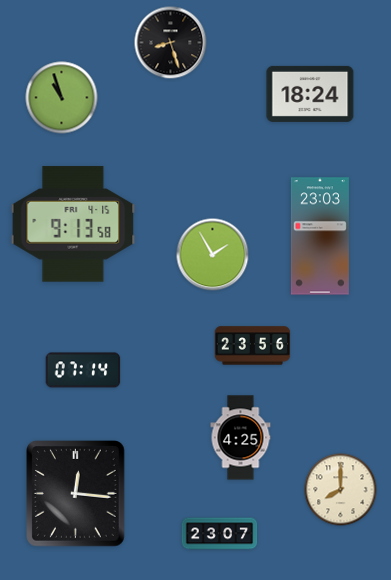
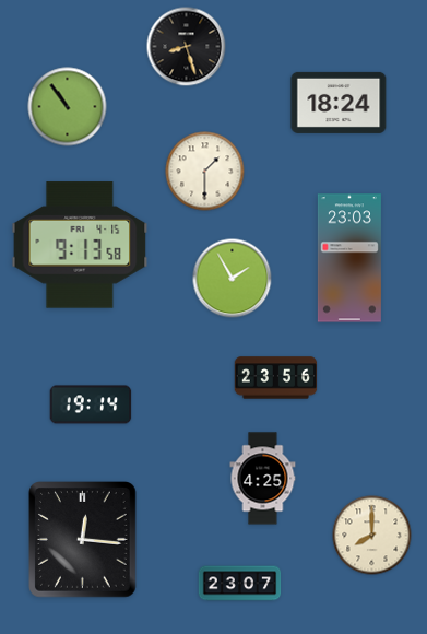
clock at (62, 98): 10:57 -> 10:54
clock at (205, 172): none -> 1:30
clock at (83, 370): 07:14 -> 19:14
